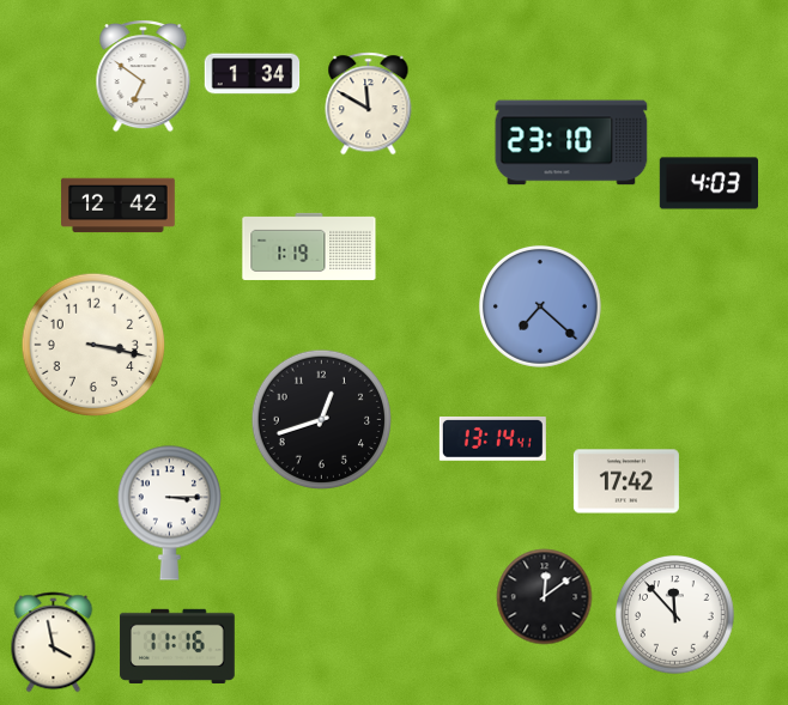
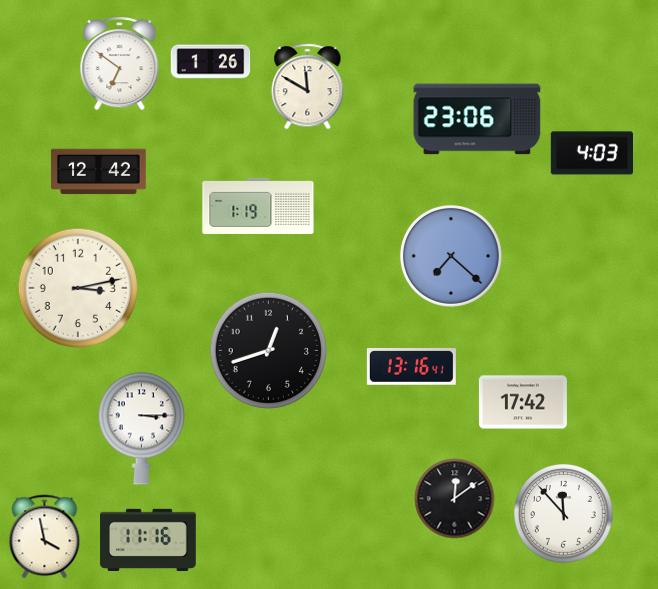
clock at (251, 74): 1:34 -> 1:26
clock at (571, 142): 23:10 -> 23:06
clock at (93, 345): 3:17 -> 3:13
clock at (492, 439): 13:14 -> 13:16
